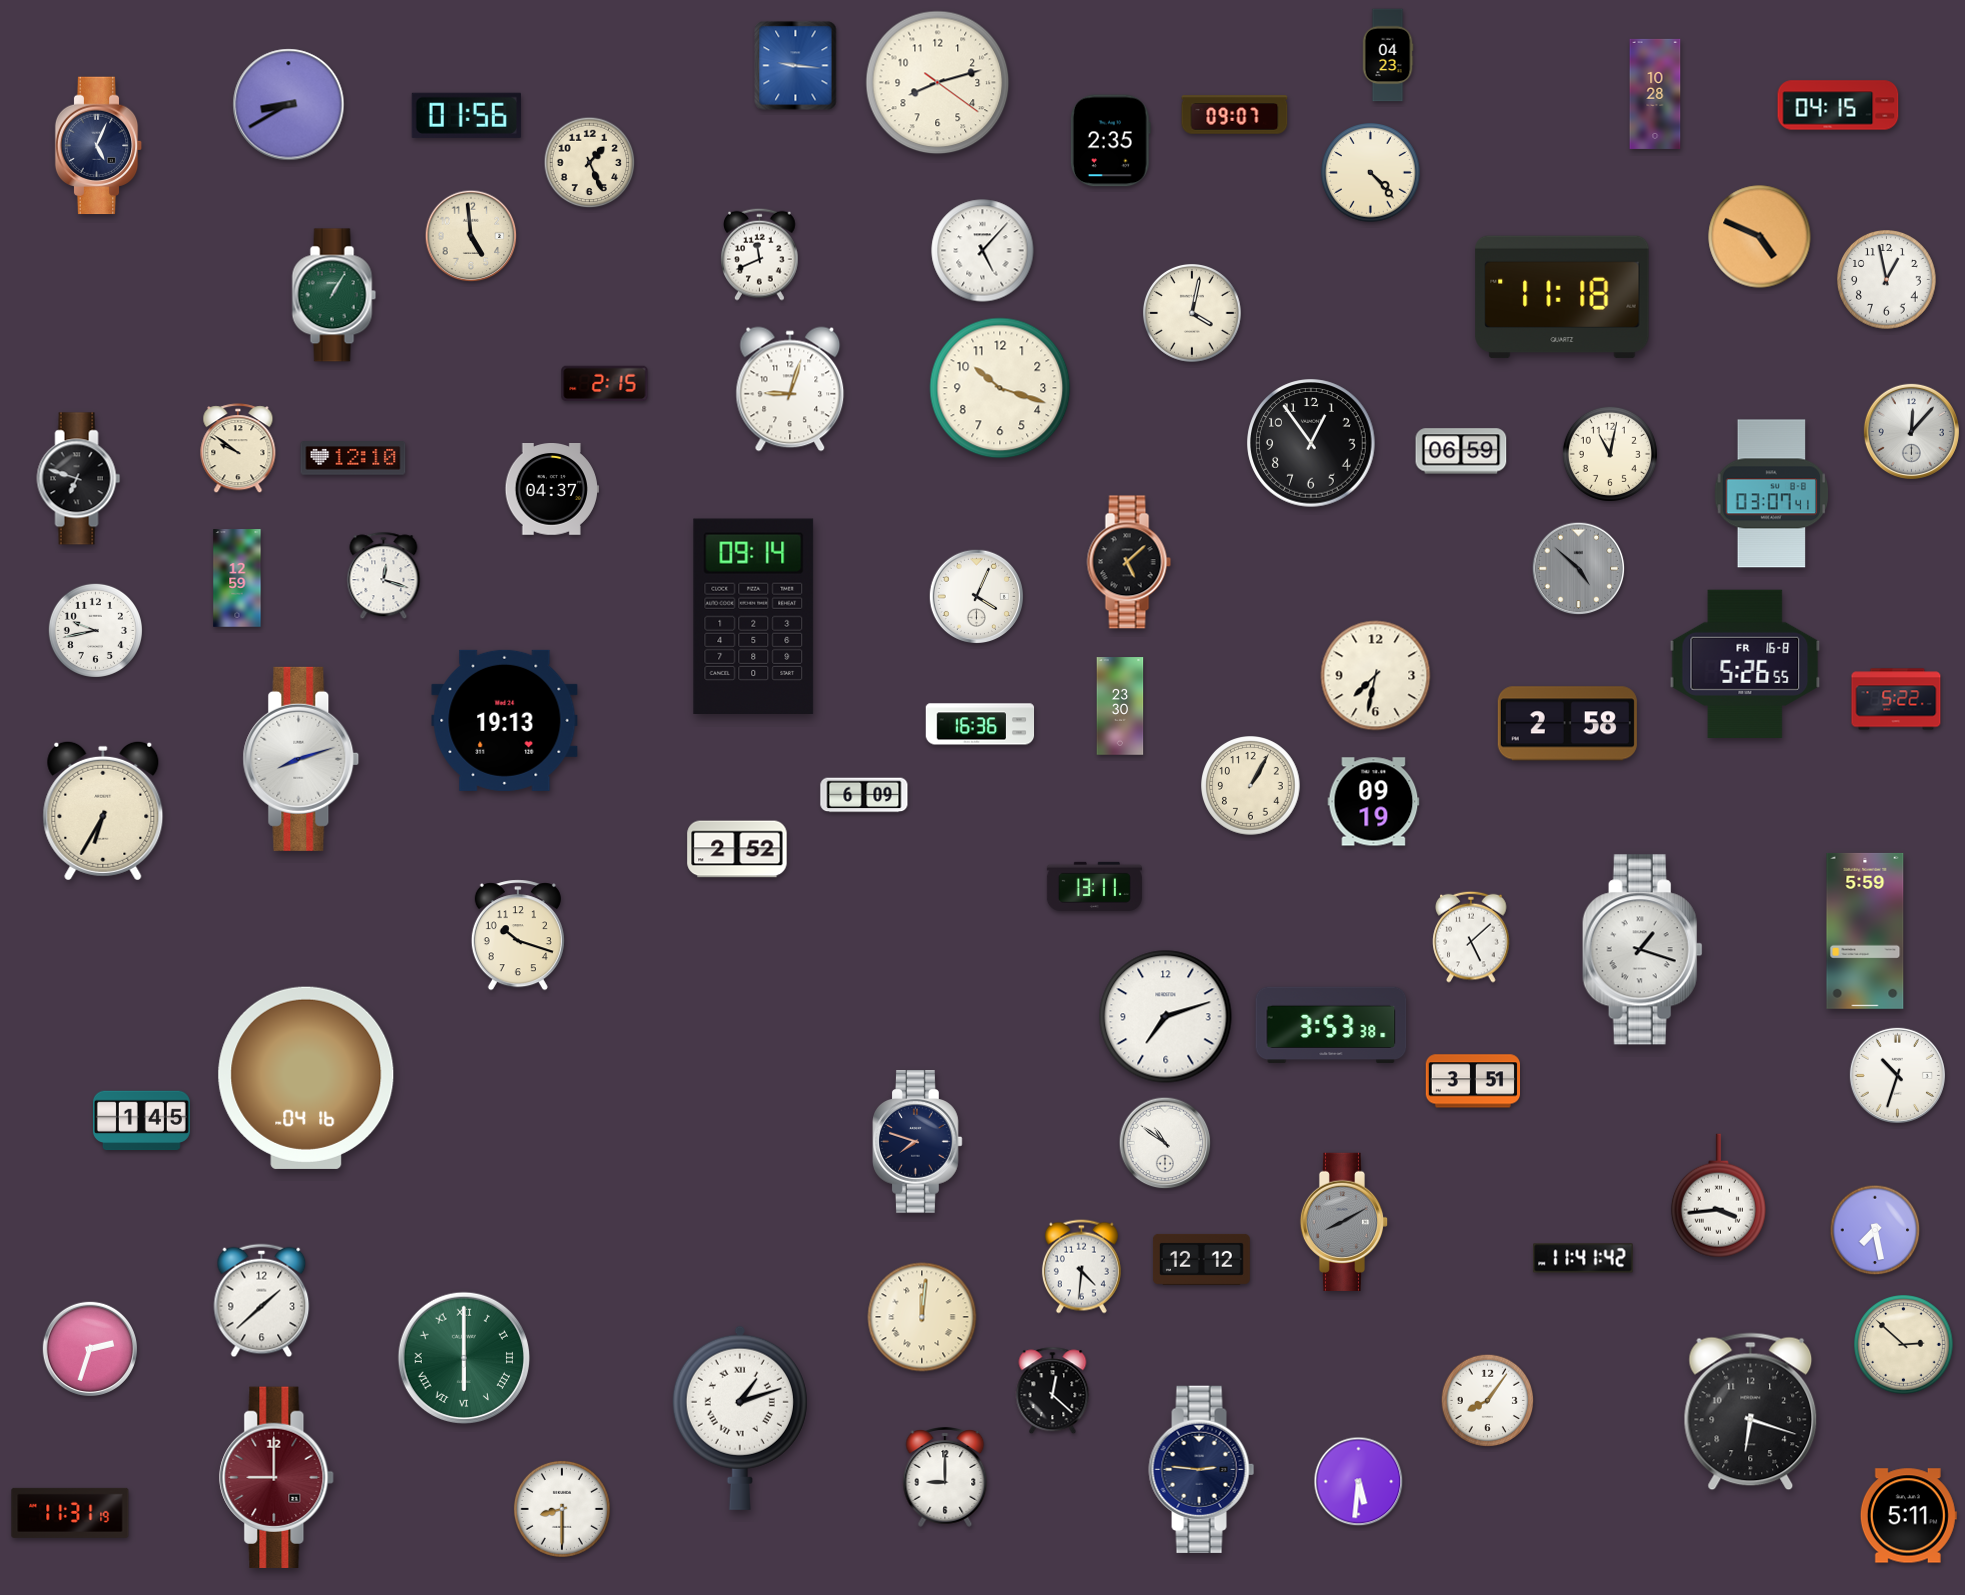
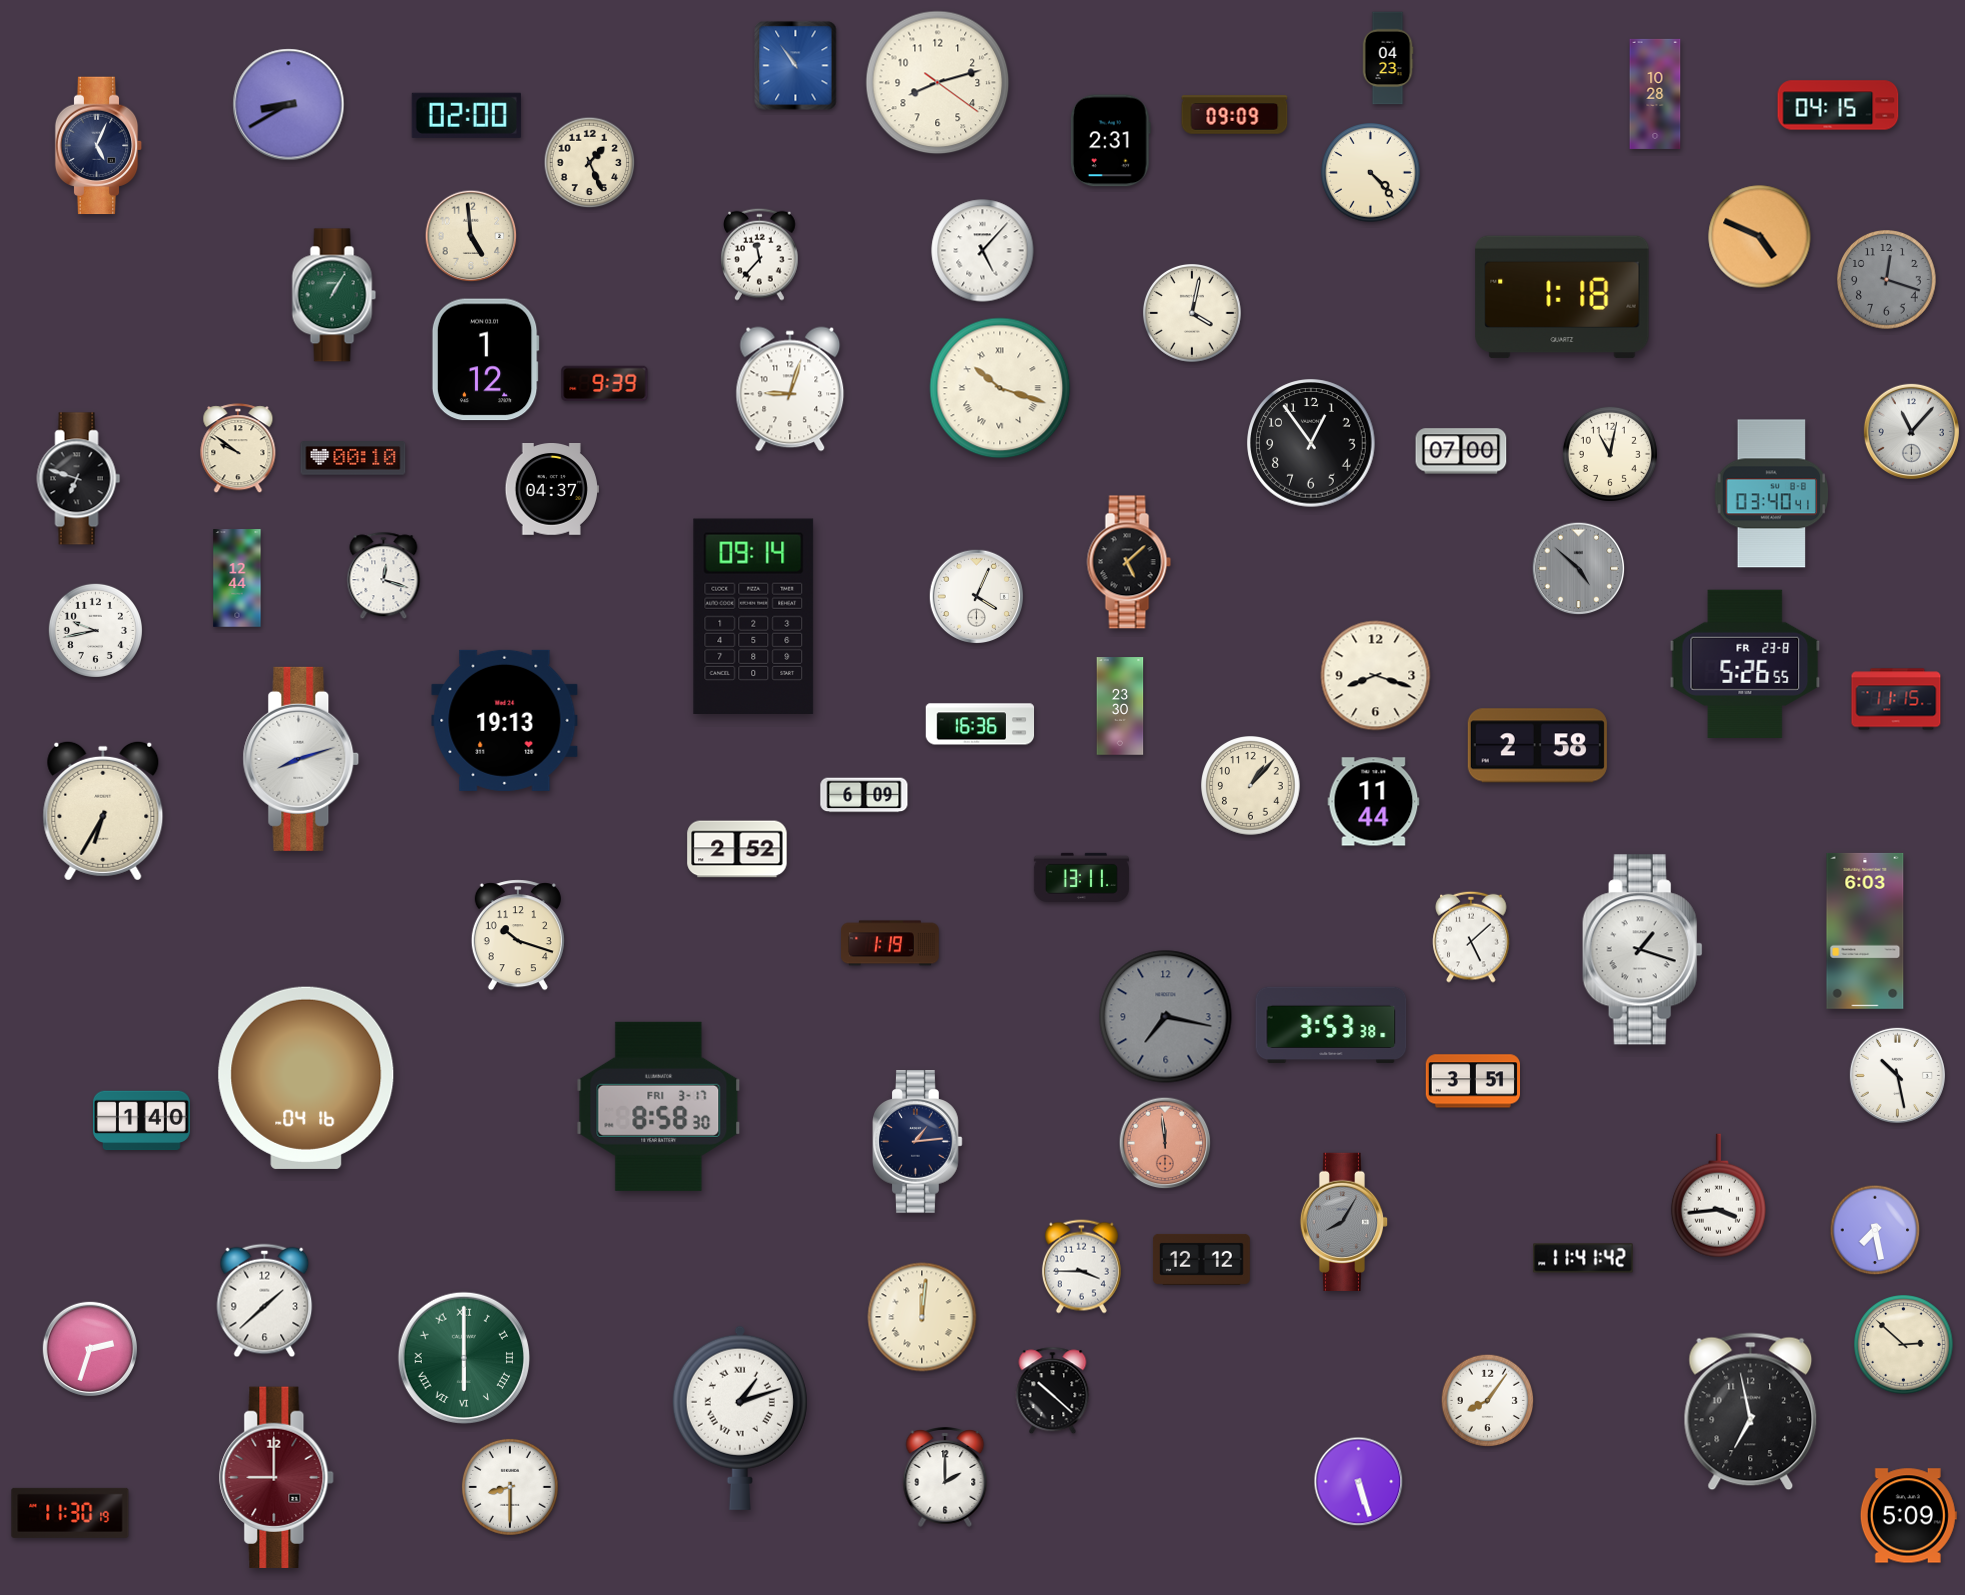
clock at (1388, 55) position: (1388, 55) -> (1388, 58)
clock at (796, 66): 9:16 -> 10:54
clock at (466, 115): 01:56 -> 02:00
clock at (1235, 115): 09:07 -> 09:09
clock at (1110, 141): 2:35 -> 2:31
clock at (760, 254): 11:41 -> 11:37
clock at (1887, 280): 12:58 -> 12:18
clock at (1887, 280) dial: white -> grey
clock at (1562, 297): 11:18 -> 1:18
clock at (485, 360): none -> 1:12
clock at (605, 384): 2:15 -> 9:39
clock at (1000, 388) numerals: Arabic -> Roman
clock at (1911, 431): 12:07 -> 11:07
clock at (1461, 451): 06:59 -> 07:00
clock at (353, 458): 12:10 -> 00:10
clock at (1772, 494): 03:07 -> 03:40
clock at (237, 578): 12:59 -> 12:44
clock at (1745, 663) date: FR 16-8 -> FR 23-8
clock at (1376, 676): 7:32 -> 8:18
clock at (1896, 699): 5:22 -> 11:15
clock at (1567, 724) position: (1567, 724) -> (1537, 746)
clock at (1251, 786): 1:05 -> 1:07
clock at (1374, 802): 09:19 -> 11:44
clock at (1094, 886) position: (1094, 886) -> (1081, 877)
clock at (1865, 931): 5:59 -> 6:03
clock at (890, 943): none -> 1:19
clock at (1166, 1017): 7:12 -> 7:17
clock at (1166, 1017) dial: white -> grey
clock at (1897, 1075): 10:33 -> 10:28
clock at (659, 1106): none -> 8:58
clock at (141, 1121): 1:45 -> 1:40
clock at (918, 1142): 7:48 -> 1:14
clock at (1165, 1143): 10:51 -> 11:59
clock at (1165, 1143) dial: white -> salmon
clock at (1344, 1222): 8:10 -> 8:05
clock at (1081, 1267): 4:31 -> 3:45
clock at (262, 1301) position: (262, 1301) -> (265, 1301)
clock at (1053, 1391): 12:22 -> 10:22
clock at (1751, 1412): 6:18 -> 6:58
clock at (1202, 1469): 2:46 -> none
clock at (945, 1478): 9:00 -> 2:00
clock at (1359, 1482): 5:31 -> 5:27
clock at (562, 1509) position: (562, 1509) -> (510, 1487)
clock at (70, 1513): 11:31 -> 11:30
clock at (1908, 1516): 5:11 -> 5:09
